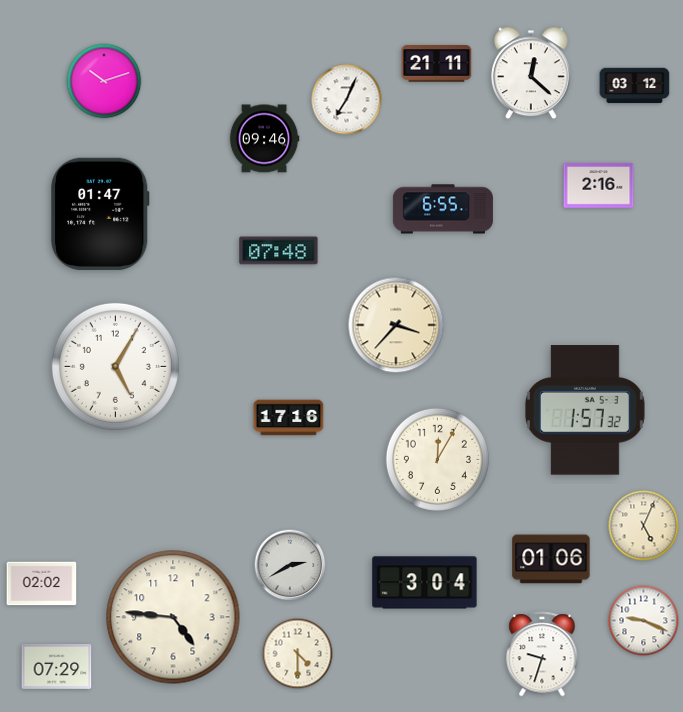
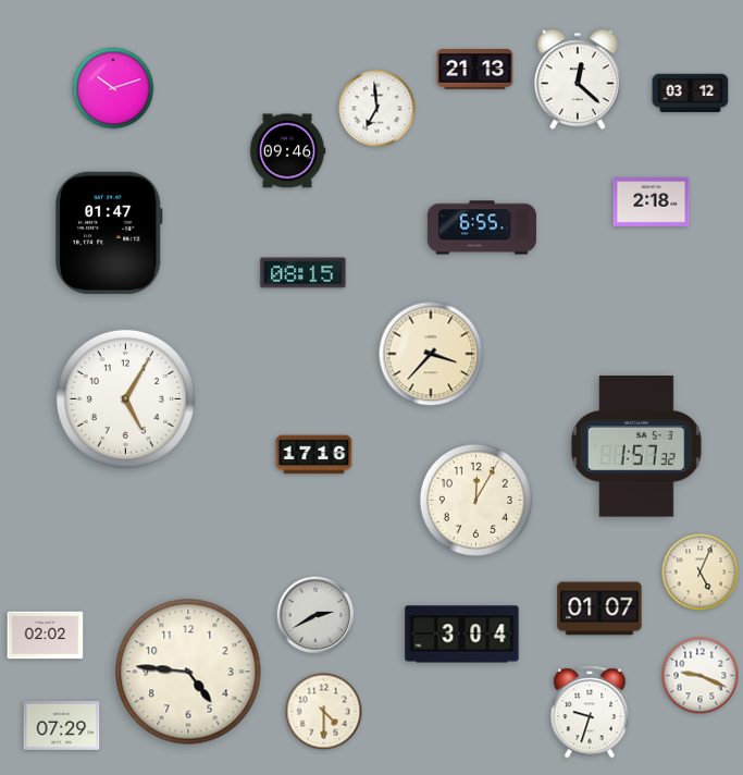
clock at (437, 64): 21:11 -> 21:13
clock at (347, 100): 7:04 -> 6:59
clock at (599, 186): 2:16 -> 2:18
clock at (279, 251): 07:48 -> 08:15
clock at (551, 559): 01:06 -> 01:07
